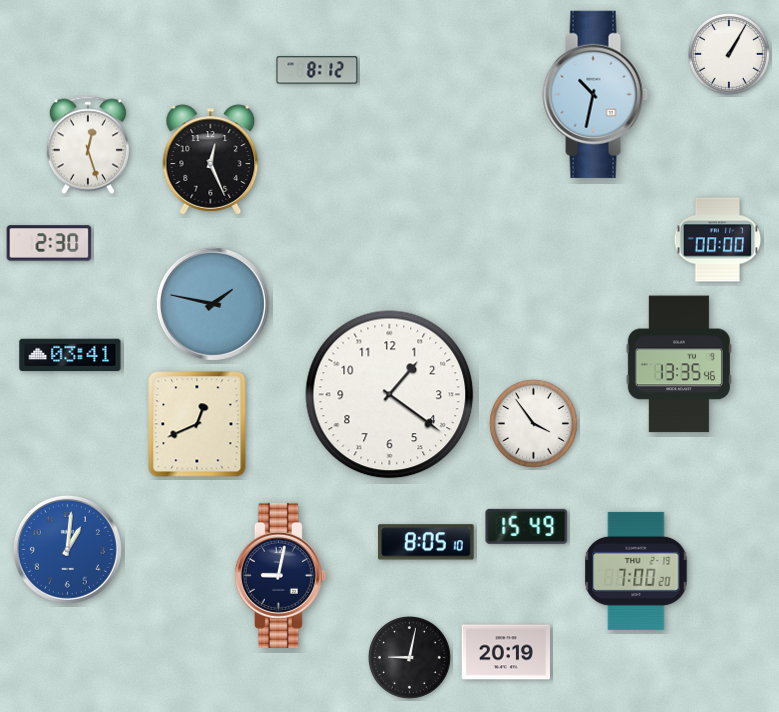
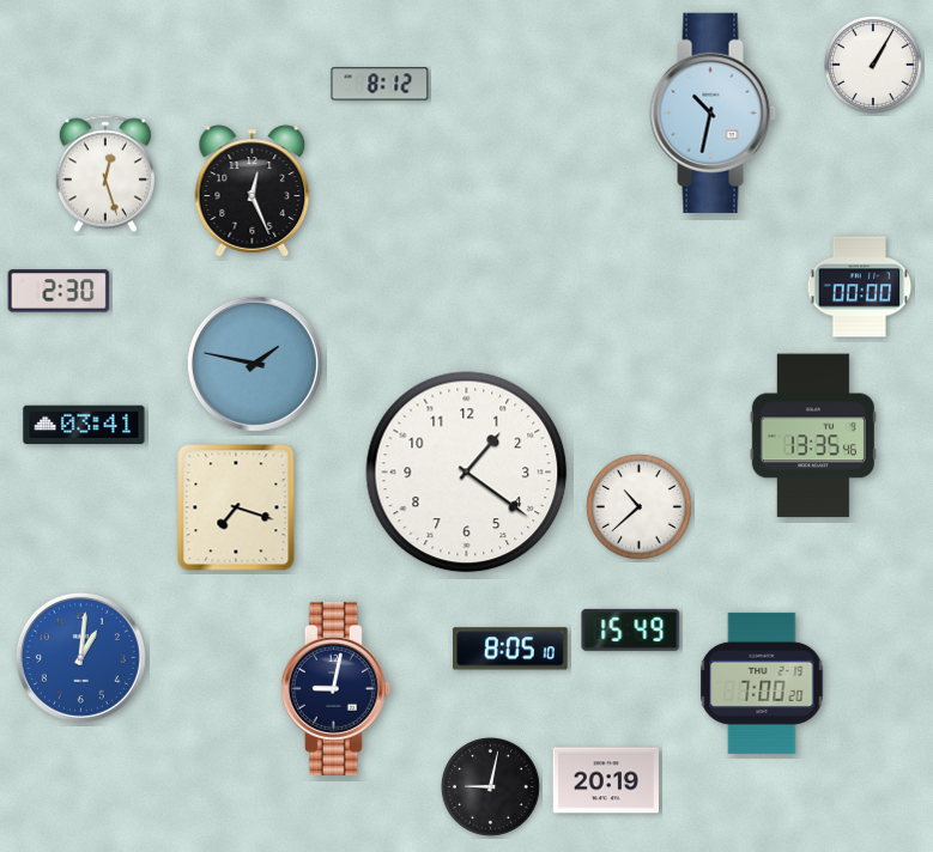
clock at (197, 424): 12:41 -> 7:18
clock at (534, 424): 3:54 -> 10:38
